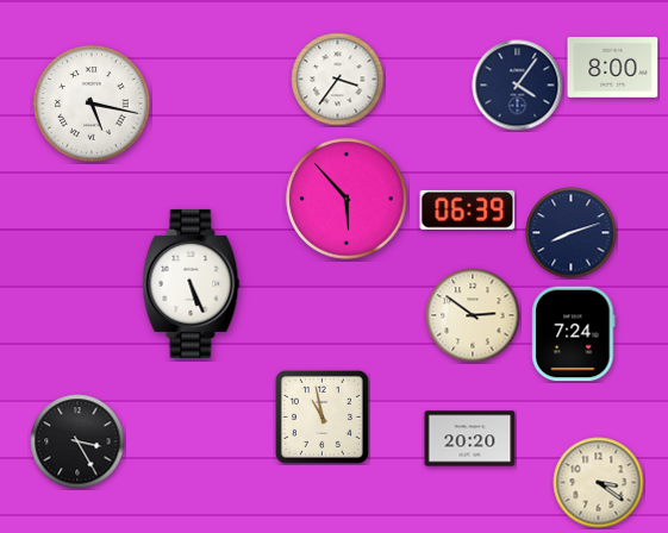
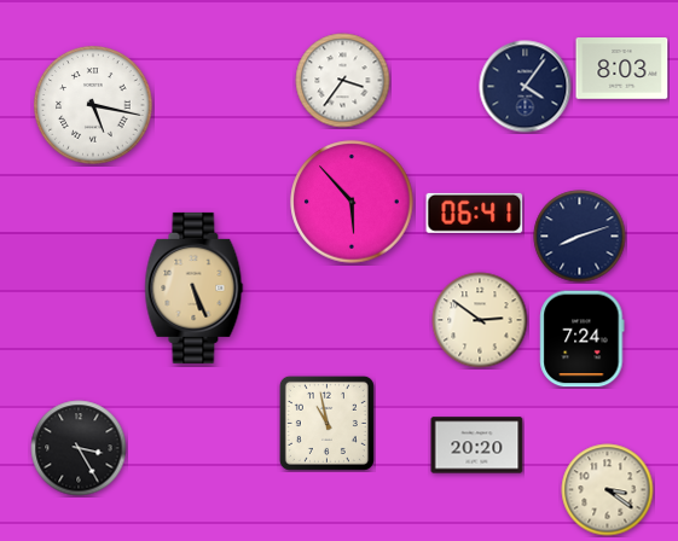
clock at (613, 68): 8:00 -> 8:03
clock at (468, 209): 06:39 -> 06:41
clock at (192, 283) dial: white -> champagne
